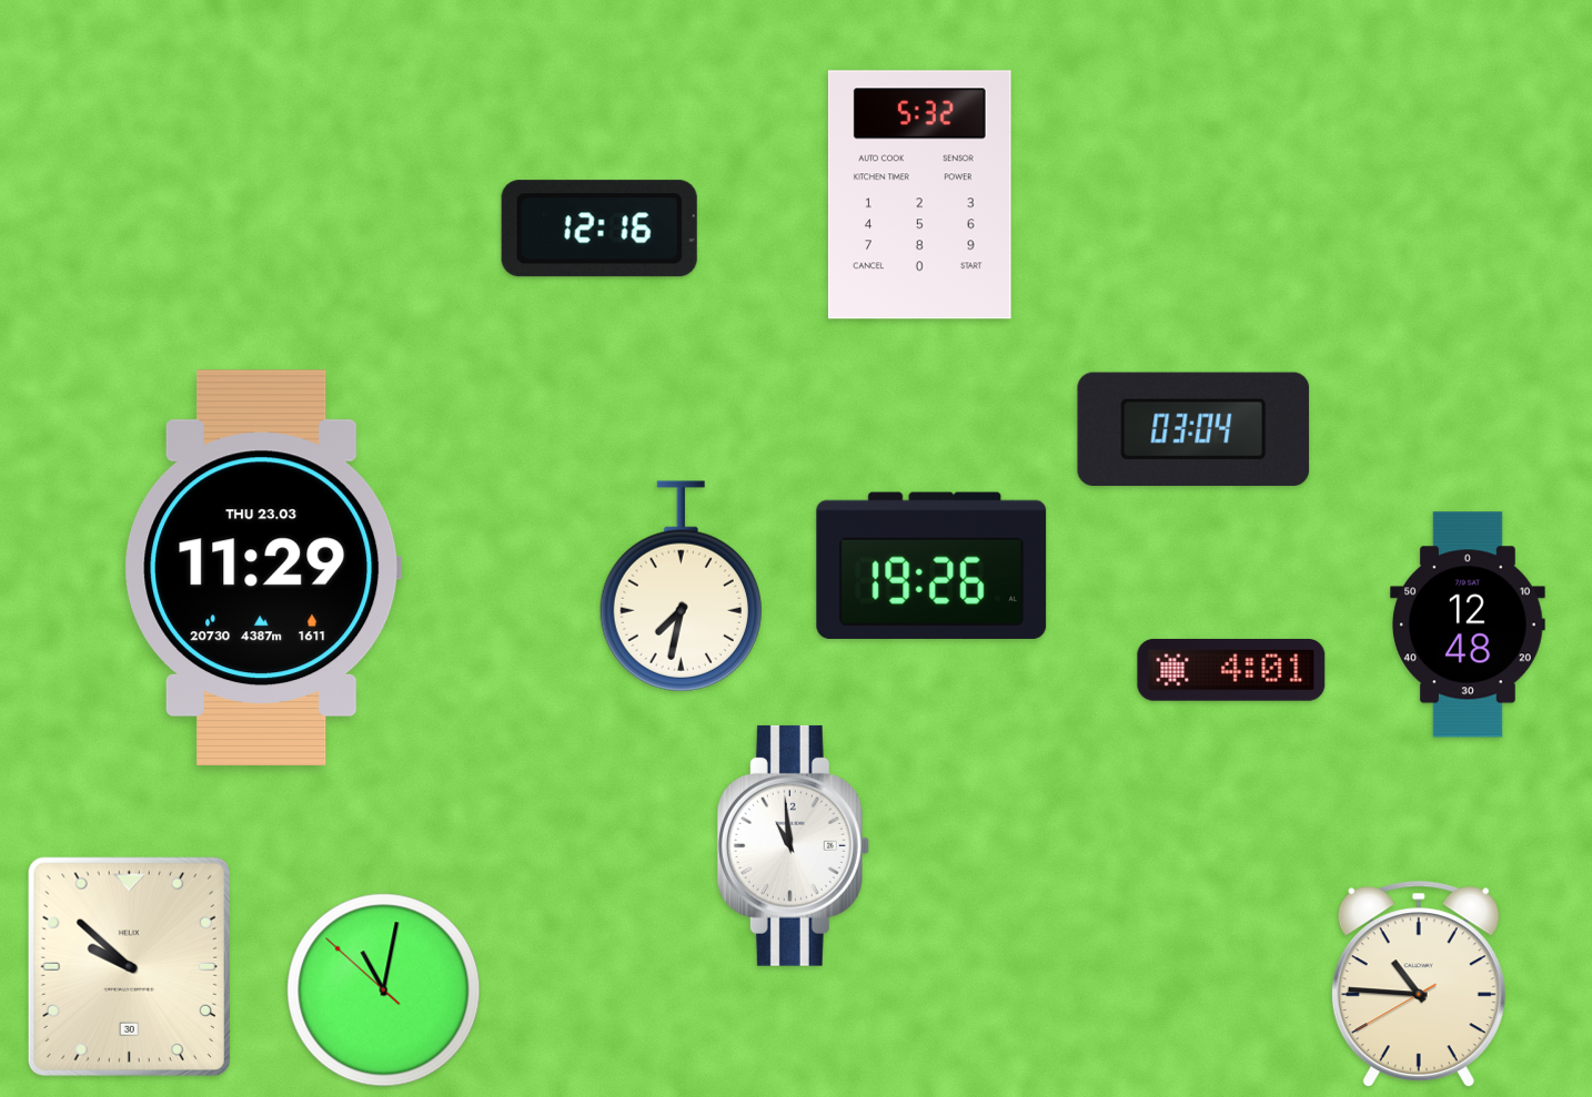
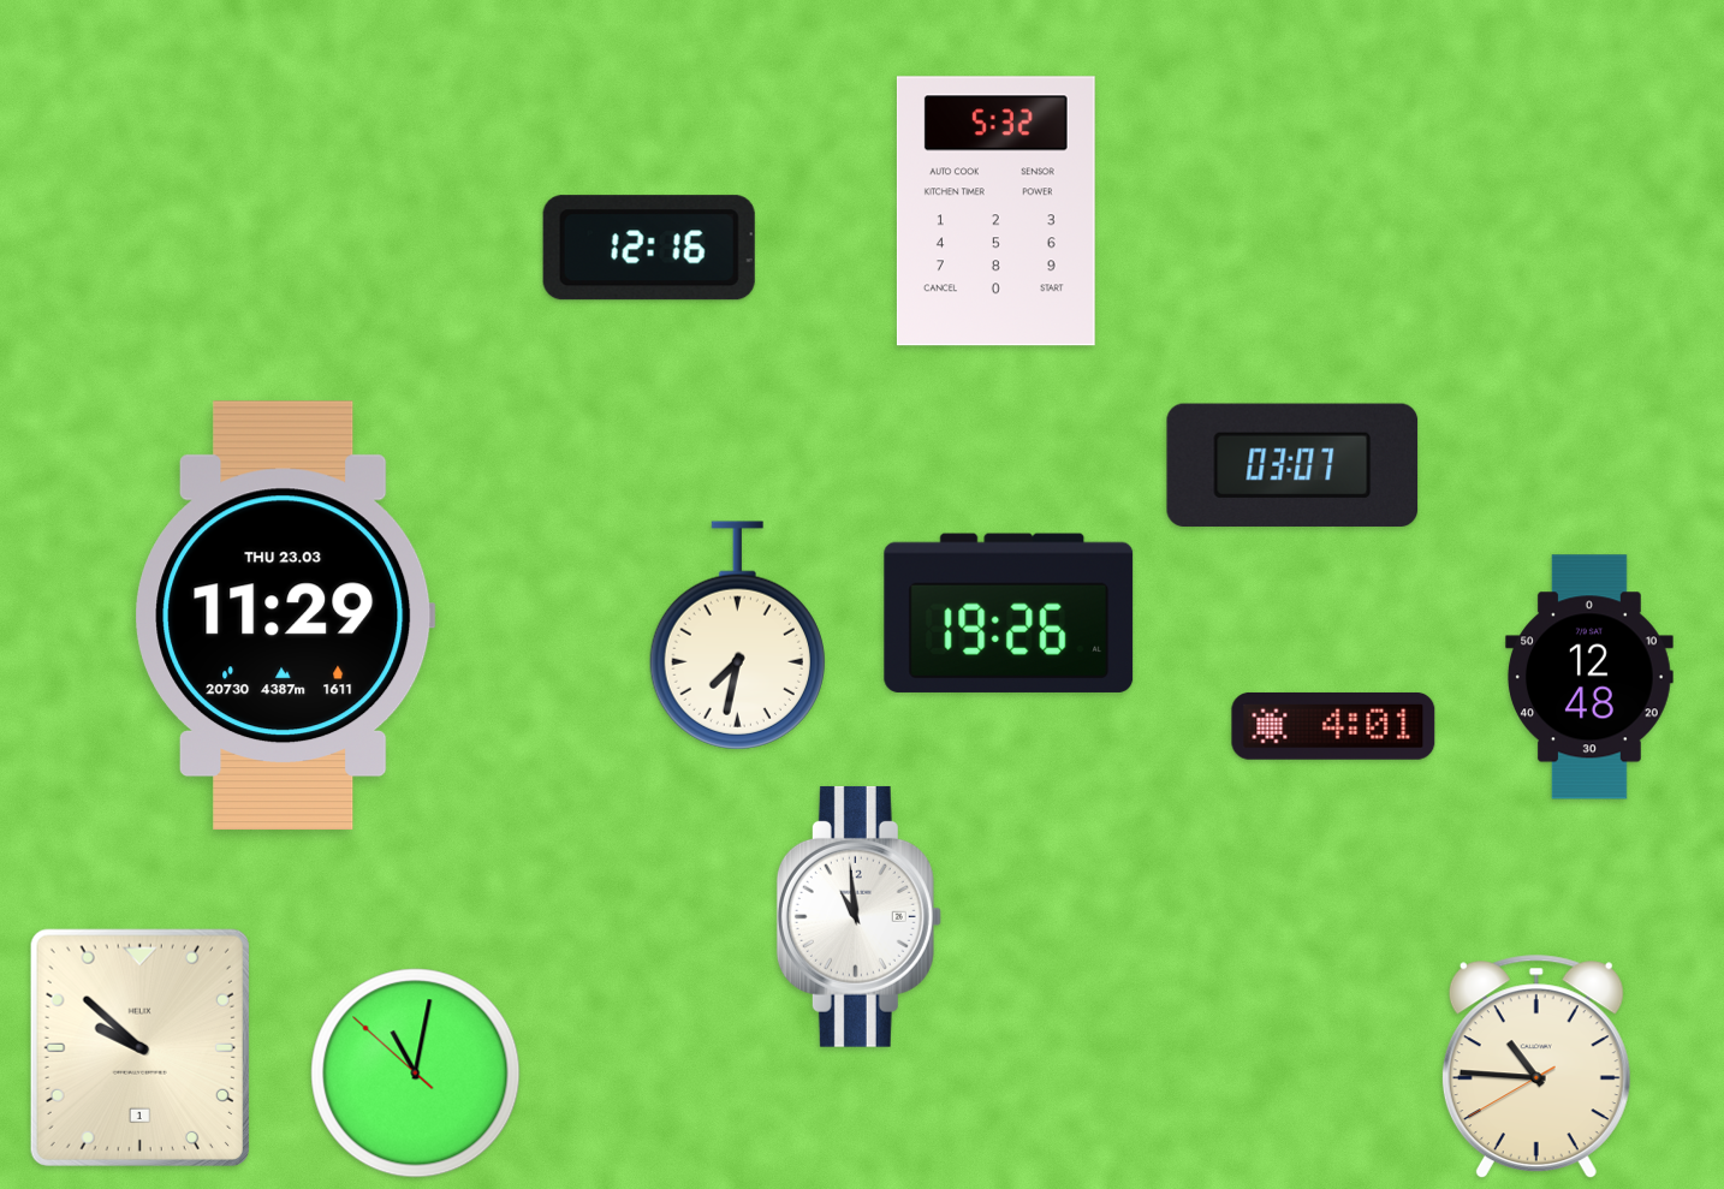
clock at (1193, 429): 03:04 -> 03:07
clock at (129, 966) date: 30 -> 1
